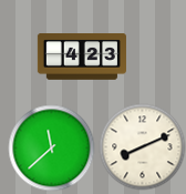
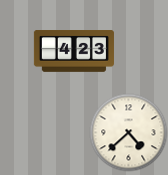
clock at (142, 146): 8:11 -> 4:38
clock at (51, 147): 11:38 -> none
